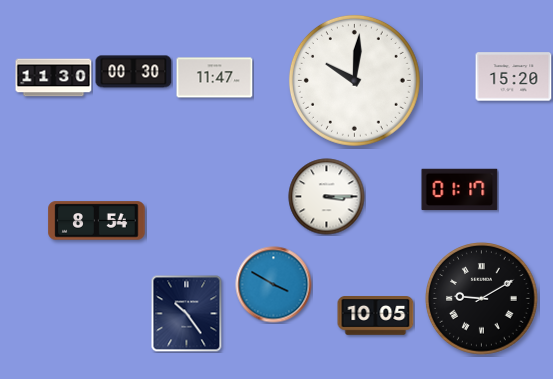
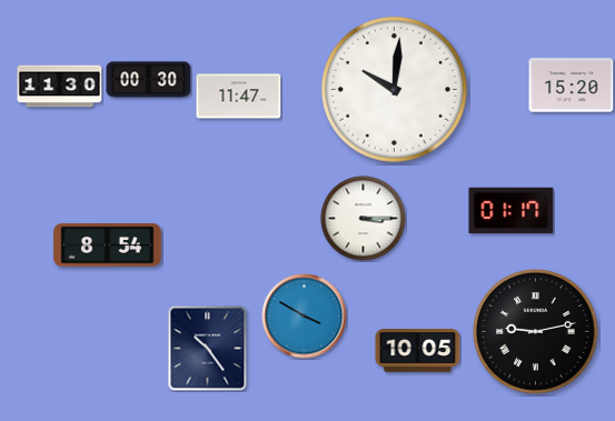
clock at (215, 78) position: (215, 78) -> (239, 97)
clock at (482, 299): 9:10 -> 9:13
